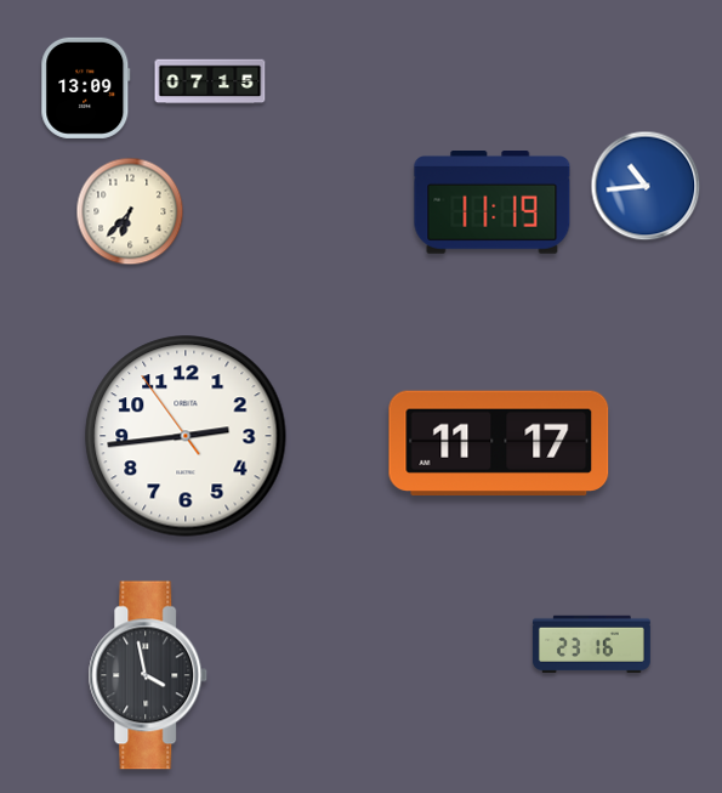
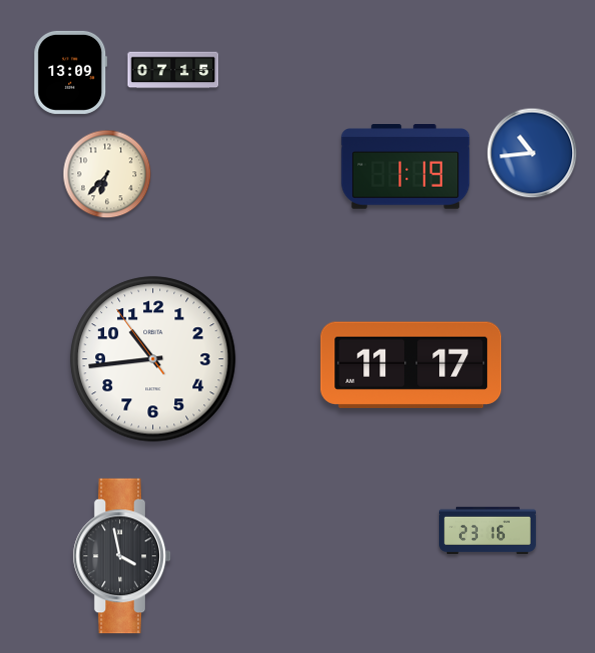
clock at (210, 81) position: (210, 81) -> (173, 70)
clock at (493, 203): 11:19 -> 1:19
clock at (186, 436): 2:43 -> 10:43
